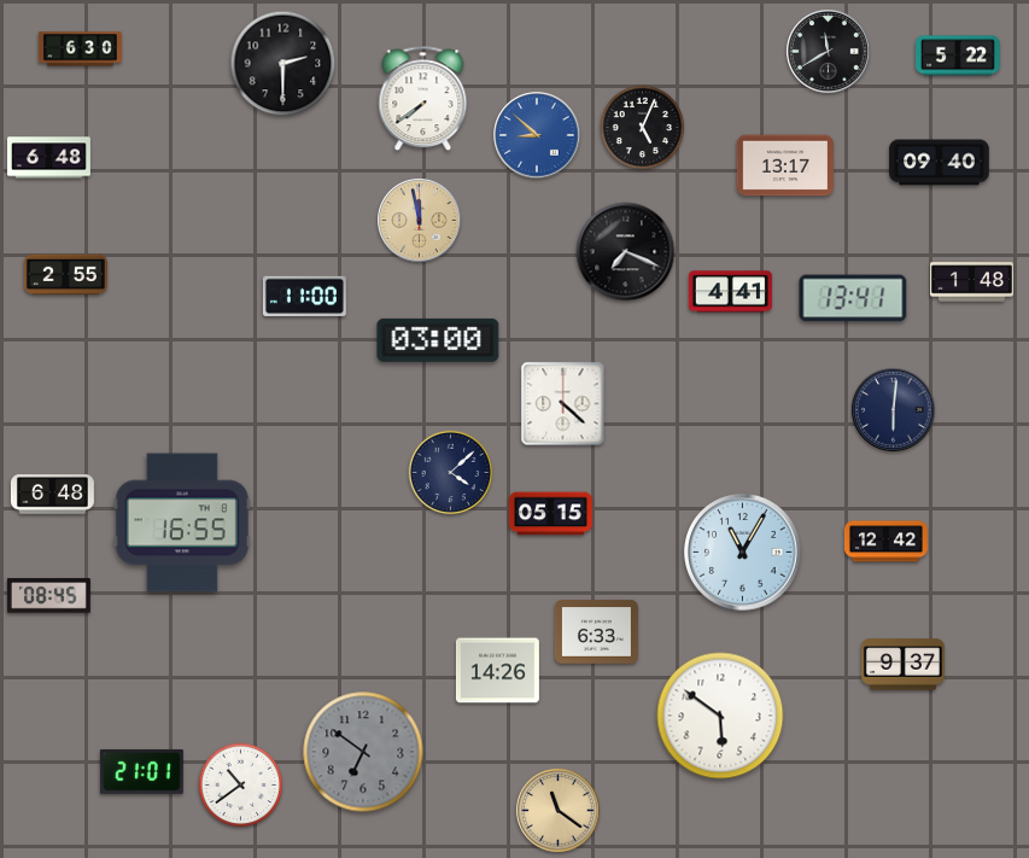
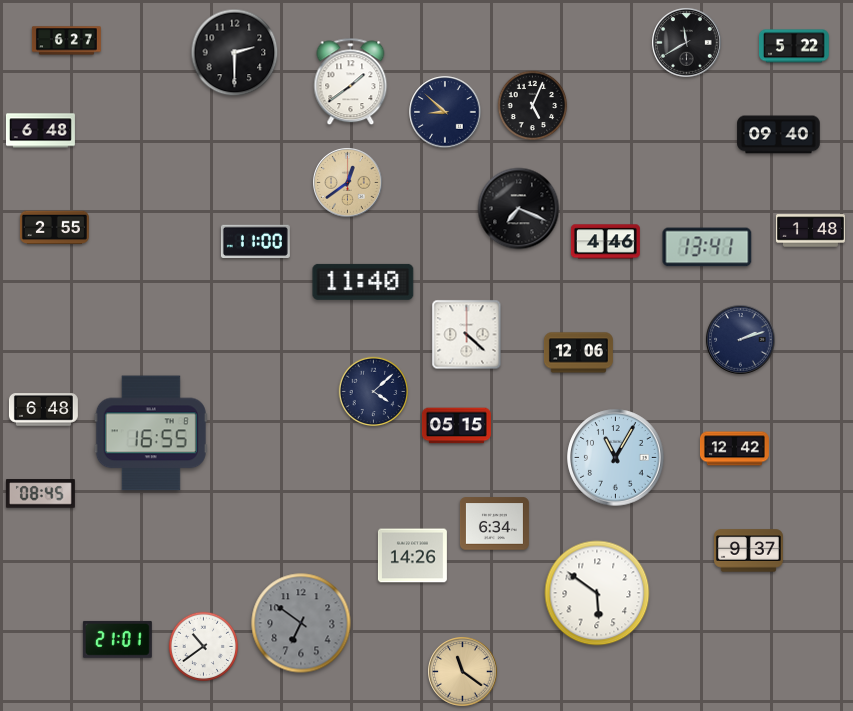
clock at (80, 49): 6:30 -> 6:27
clock at (423, 99): 7:39 -> 1:39
clock at (537, 135) dial: blue -> navy
clock at (785, 165): 13:17 -> none
clock at (420, 221): 11:58 -> 12:39
clock at (971, 282) position: (971, 282) -> (810, 231)
clock at (730, 292): 4:41 -> 4:46
clock at (304, 296) position: (304, 296) -> (255, 241)
clock at (438, 340): 03:00 -> 11:40
clock at (894, 410): 6:01 -> 2:12
clock at (578, 353): none -> 12:06
clock at (596, 632): 6:33 -> 6:34
clock at (241, 786) position: (241, 786) -> (204, 647)
